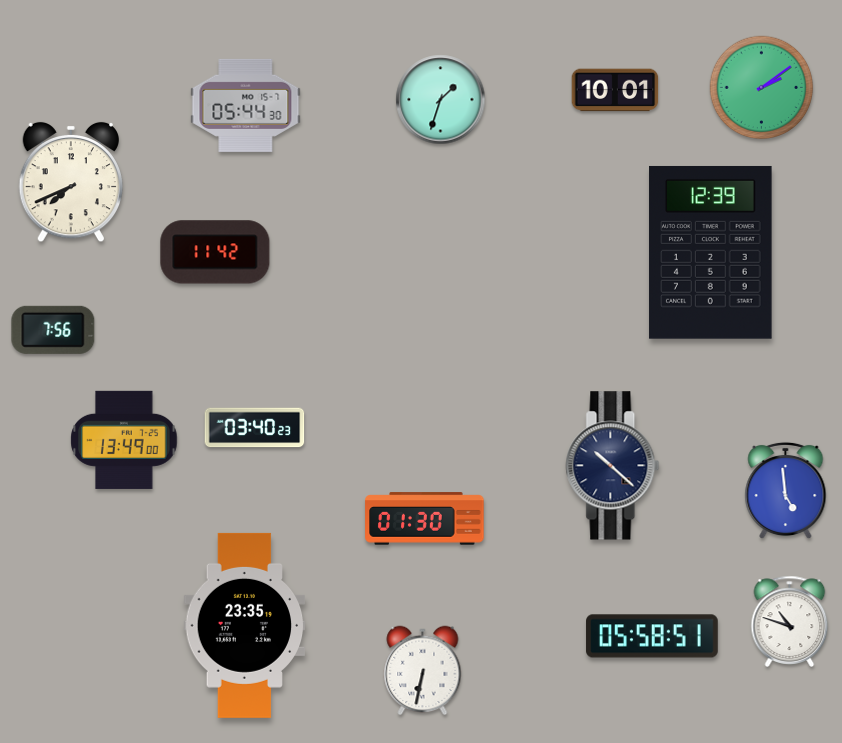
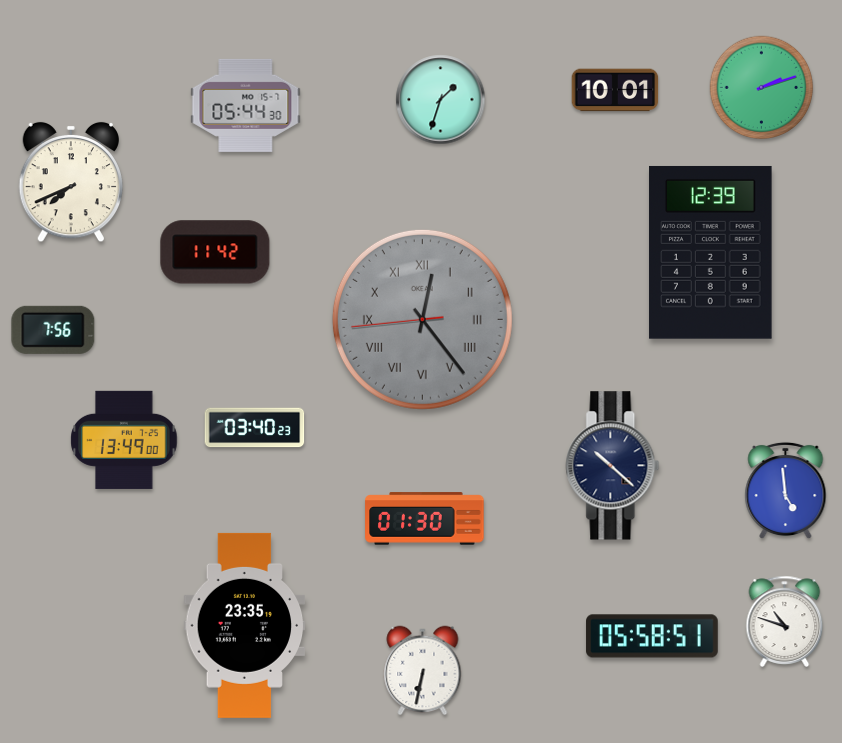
clock at (762, 88): 2:09 -> 2:12
clock at (422, 319): none -> 12:23
clock at (790, 621) position: (790, 621) -> (785, 621)
